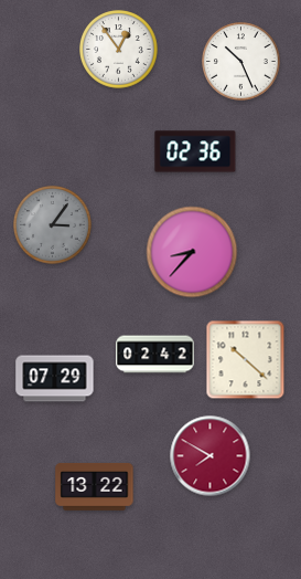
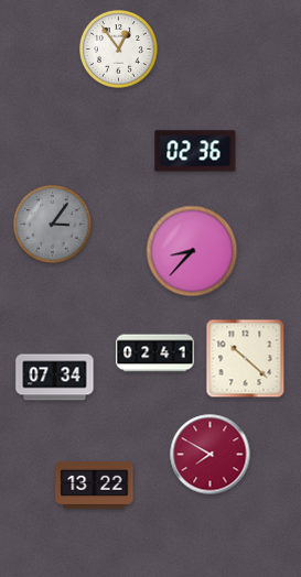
clock at (241, 62): 10:26 -> none
clock at (155, 355): 02:42 -> 02:41
clock at (55, 379): 07:29 -> 07:34
